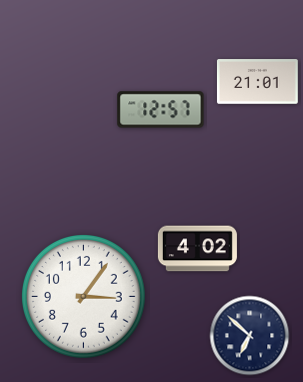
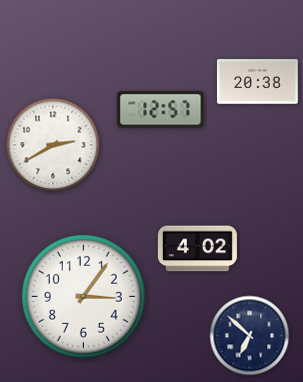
clock at (258, 82): 21:01 -> 20:38
clock at (53, 145): none -> 2:40
